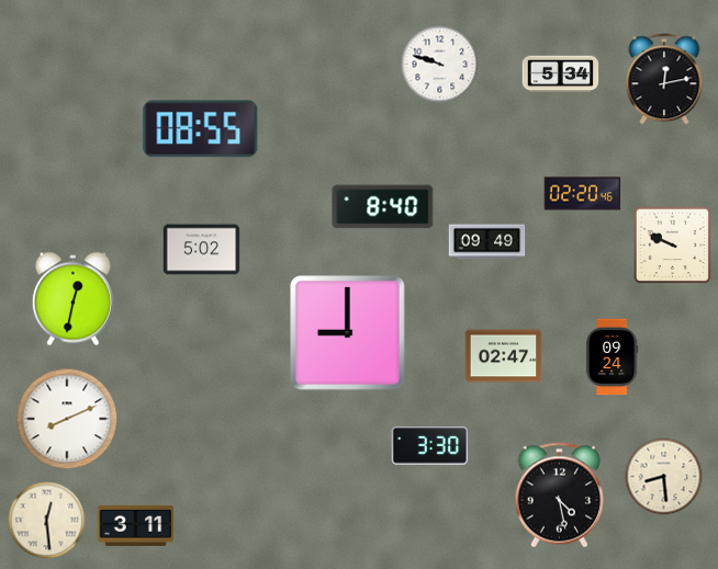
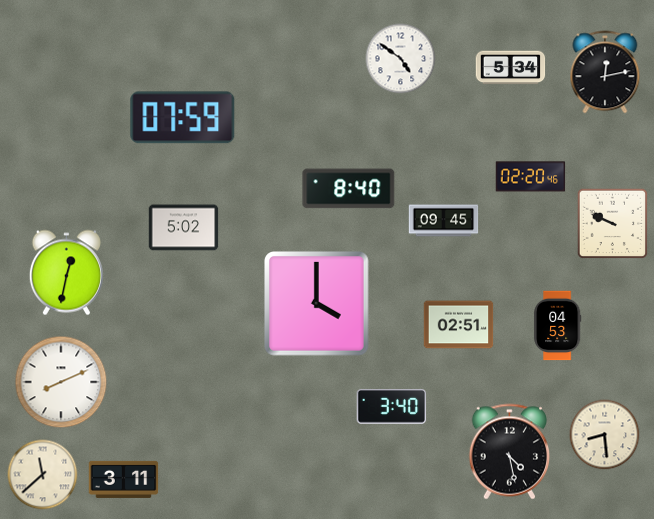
clock at (440, 65): 9:48 -> 4:51
clock at (201, 129): 08:55 -> 07:59
clock at (487, 242): 09:49 -> 09:45
clock at (348, 333): 9:00 -> 4:00
clock at (504, 356): 02:47 -> 02:51
clock at (613, 357): 09:24 -> 04:53
clock at (430, 446): 3:30 -> 3:40
clock at (47, 521): 12:29 -> 11:38
